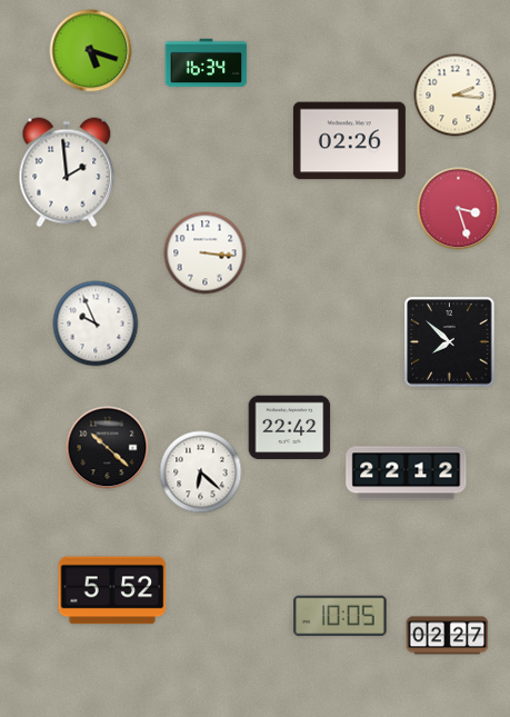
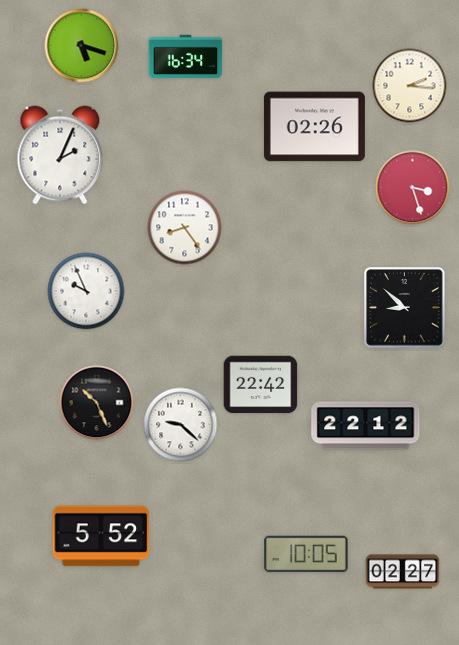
clock at (67, 172): 1:59 -> 2:04
clock at (206, 253): 3:16 -> 8:24
clock at (450, 342): 7:52 -> 8:52
clock at (108, 448): 10:22 -> 10:26
clock at (201, 472): 6:22 -> 9:22
clock at (112, 590) position: (112, 590) -> (101, 536)
